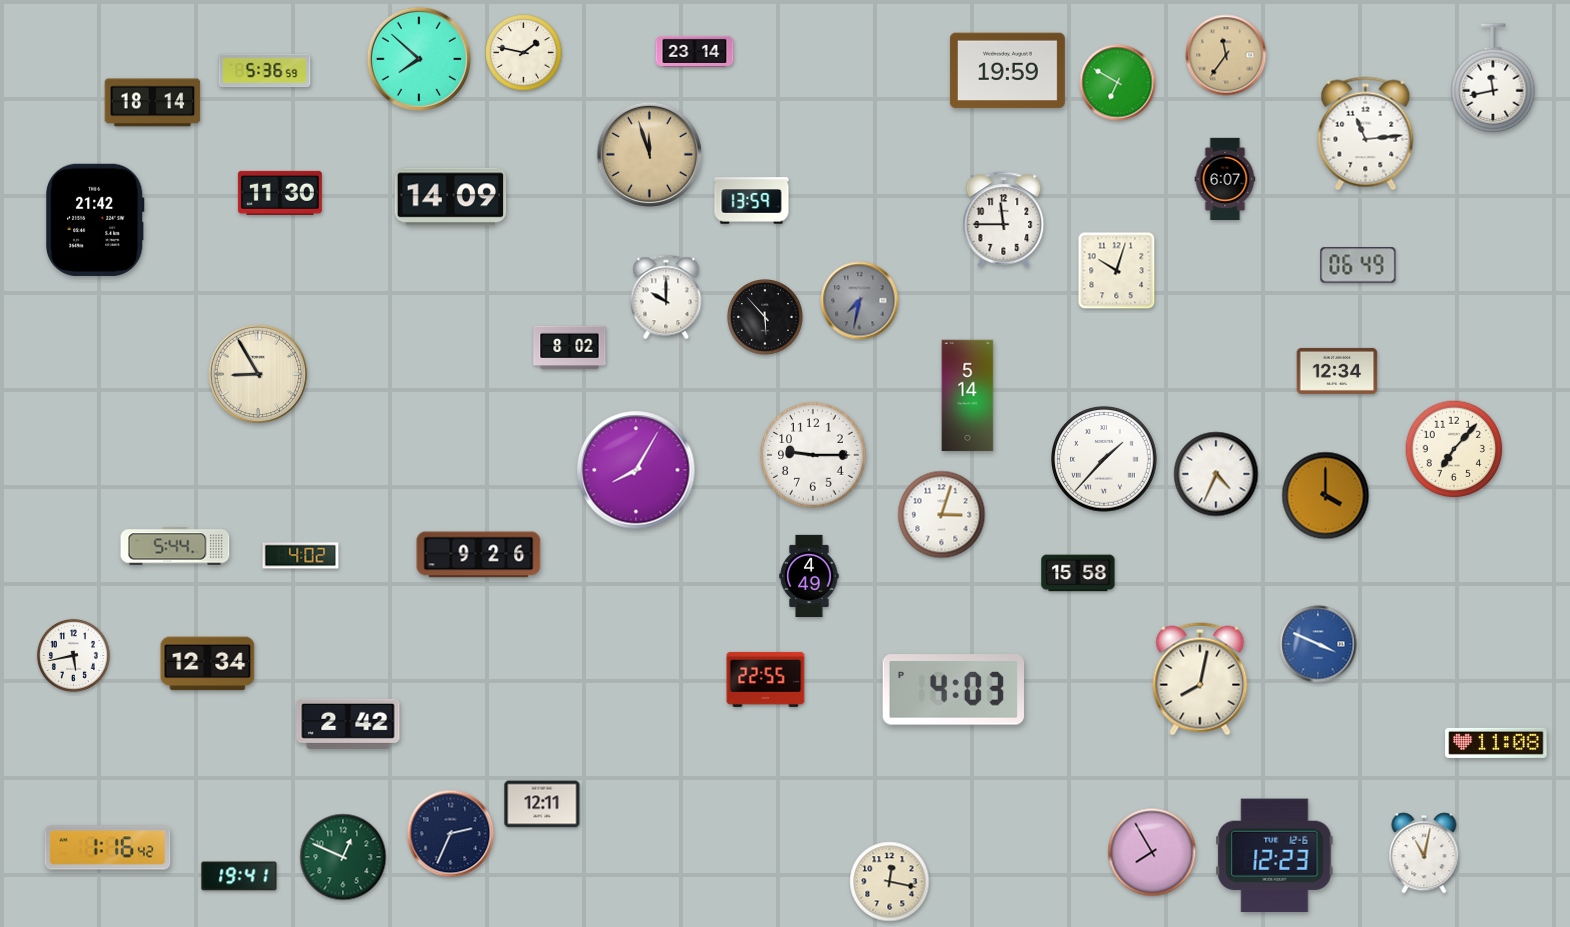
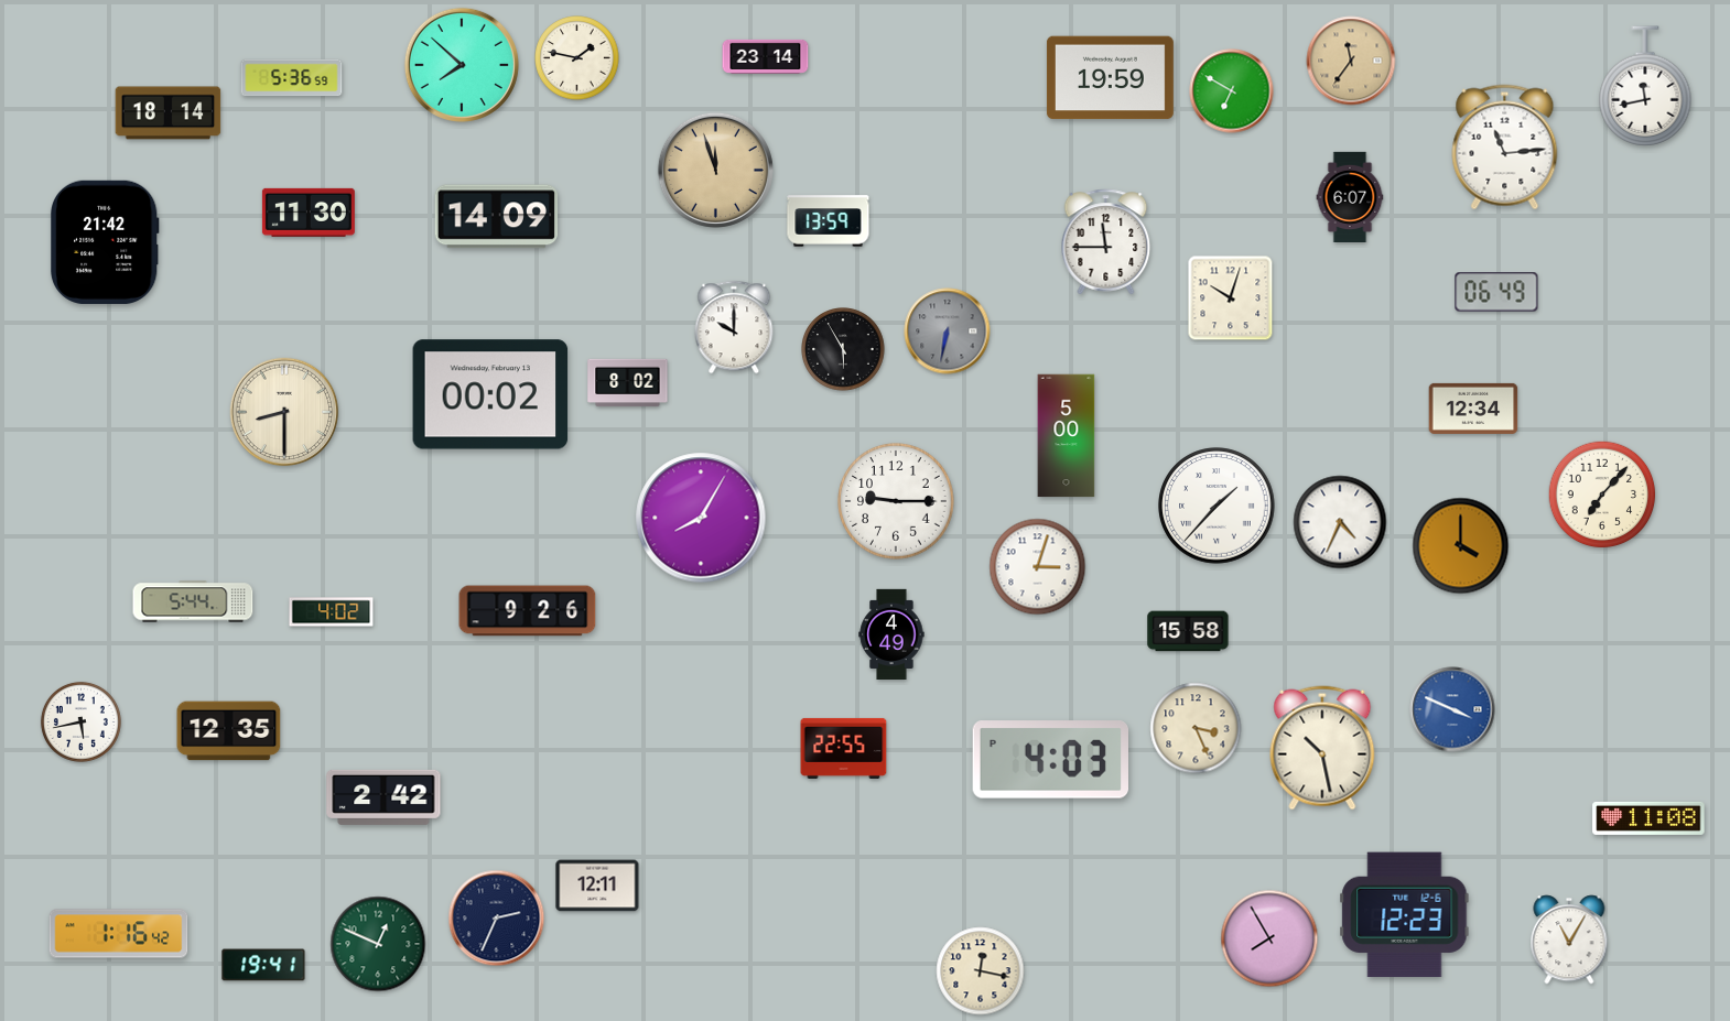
clock at (860, 301): 7:32 -> 6:32
clock at (765, 317): 5:53 -> 5:55
clock at (490, 394): none -> 00:02
clock at (258, 374): 8:55 -> 8:30
clock at (968, 396): 5:14 -> 5:00
clock at (1196, 728): none -> 3:26
clock at (208, 664): 12:34 -> 12:35
clock at (1200, 679): 8:02 -> 10:28
clock at (1424, 853): 11:02 -> 11:05
clock at (1275, 856) position: (1275, 856) -> (1405, 915)
